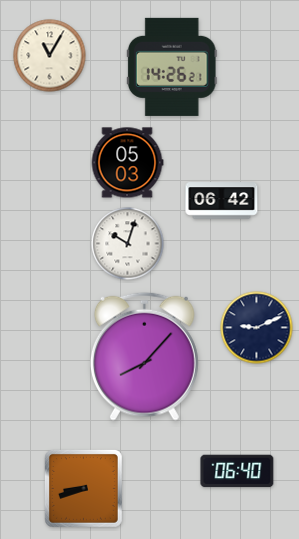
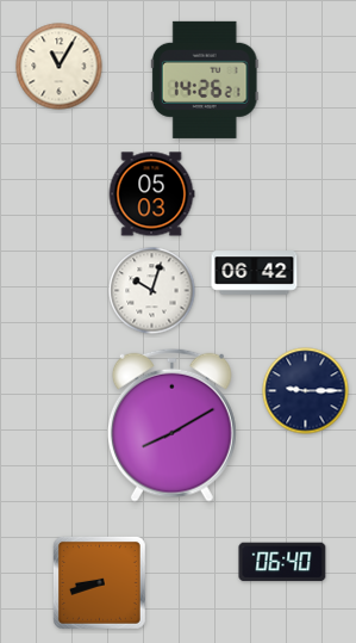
clock at (222, 201) position: (222, 201) -> (255, 273)
clock at (257, 328): 9:11 -> 9:15
clock at (144, 356): 8:07 -> 8:10
